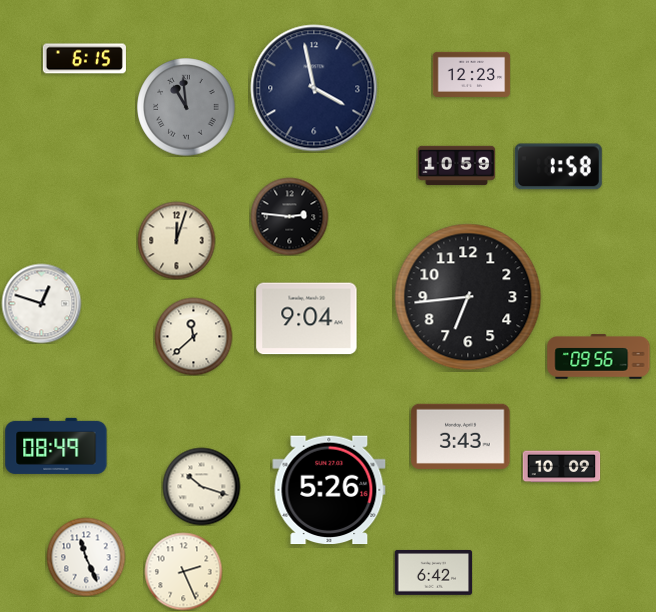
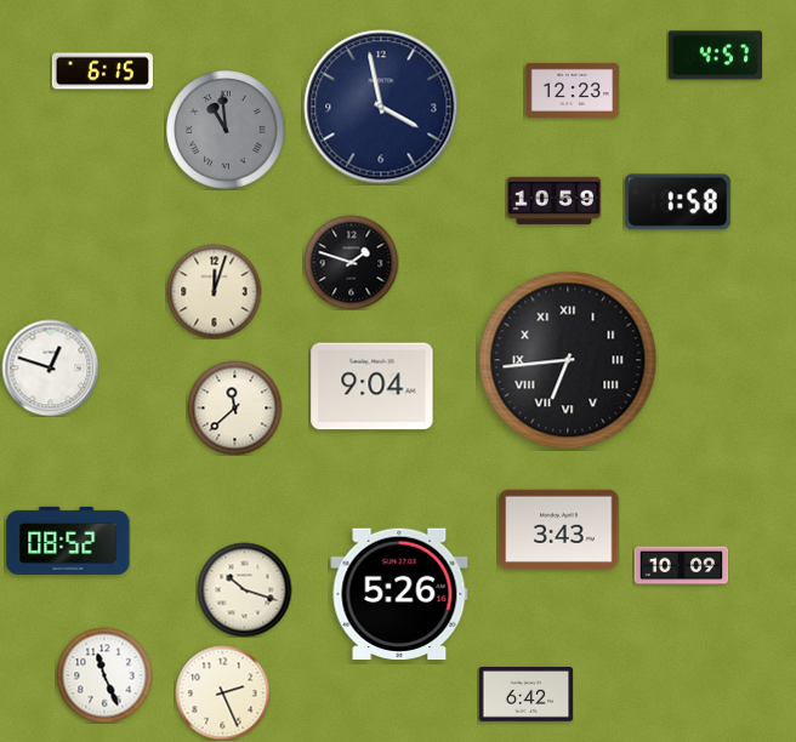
clock at (715, 56): none -> 4:57
clock at (289, 216): 2:46 -> 1:48
clock at (468, 297) numerals: Arabic -> Roman
clock at (599, 357): 09:56 -> none
clock at (56, 446): 08:49 -> 08:52
